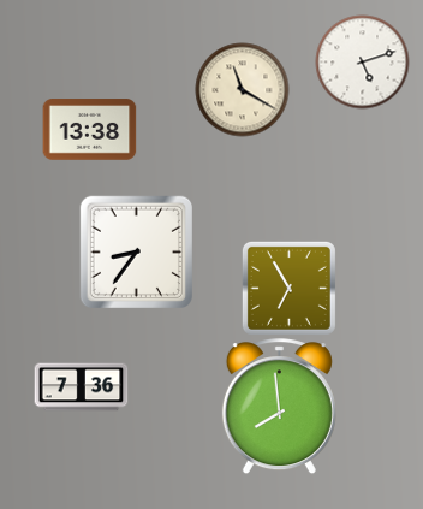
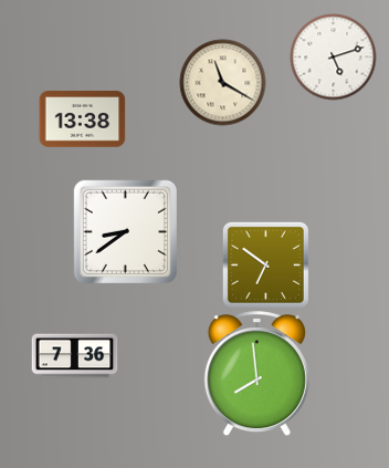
clock at (136, 251): 8:36 -> 8:39
clock at (288, 288): 6:55 -> 6:51
